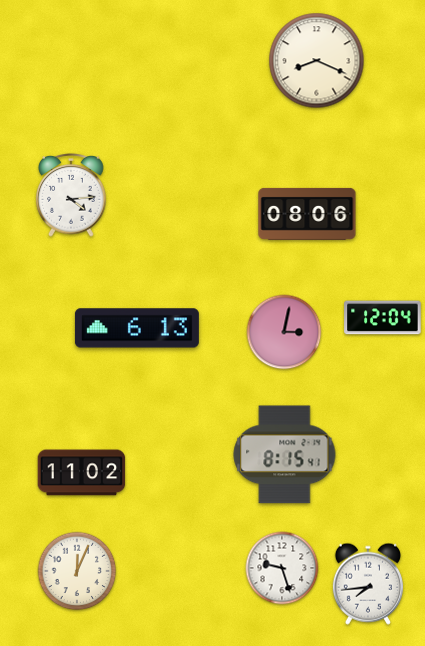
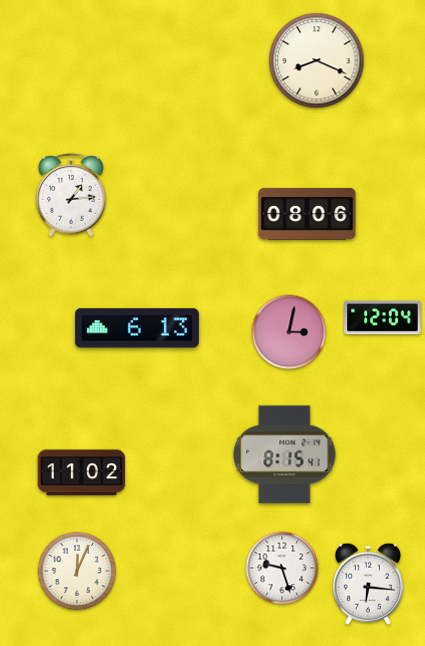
clock at (71, 196): 4:14 -> 1:14
clock at (284, 332) position: (284, 332) -> (289, 332)
clock at (368, 584): 7:44 -> 6:16
